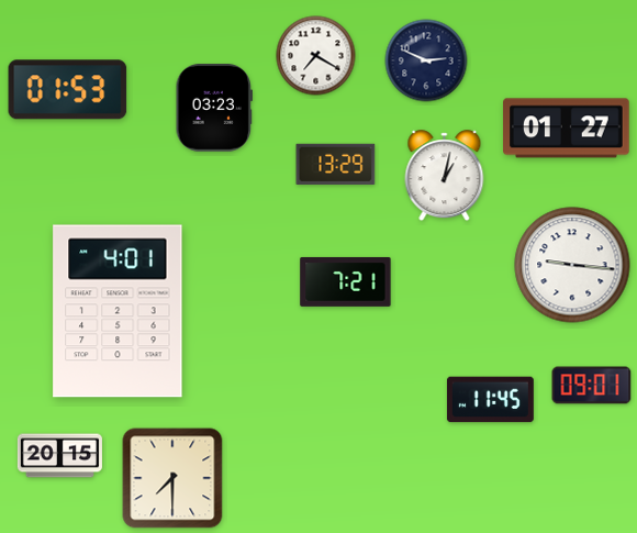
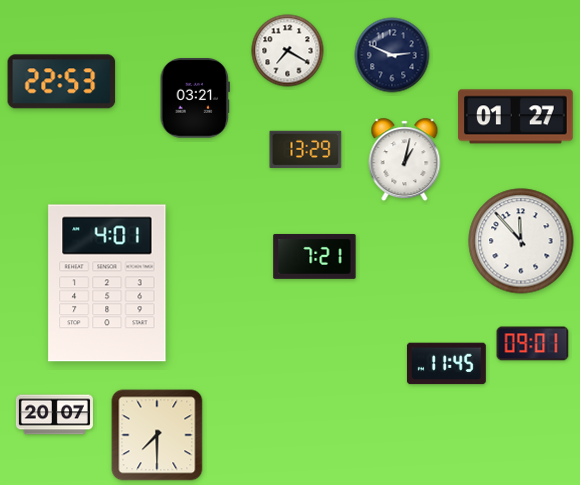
clock at (426, 60) position: (426, 60) -> (392, 55)
clock at (68, 90): 01:53 -> 22:53
clock at (213, 109): 03:23 -> 03:21
clock at (572, 265): 9:16 -> 11:53
clock at (592, 386) position: (592, 386) -> (533, 344)
clock at (59, 456): 20:15 -> 20:07
